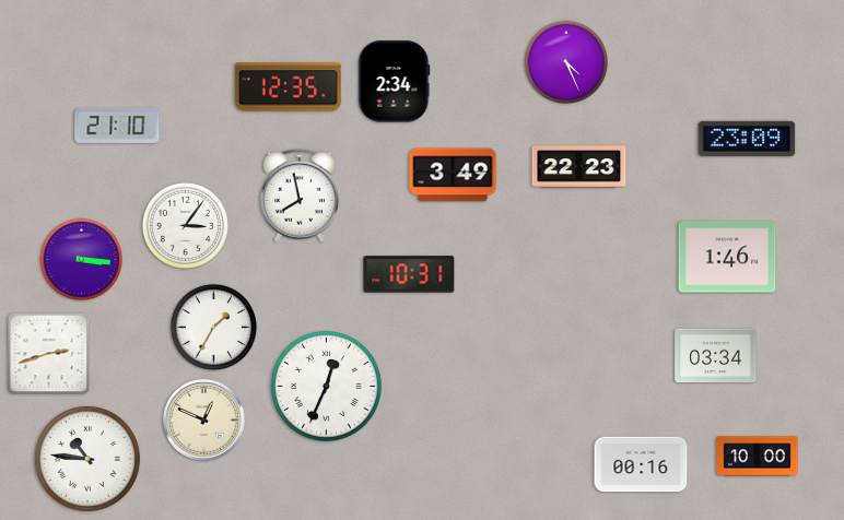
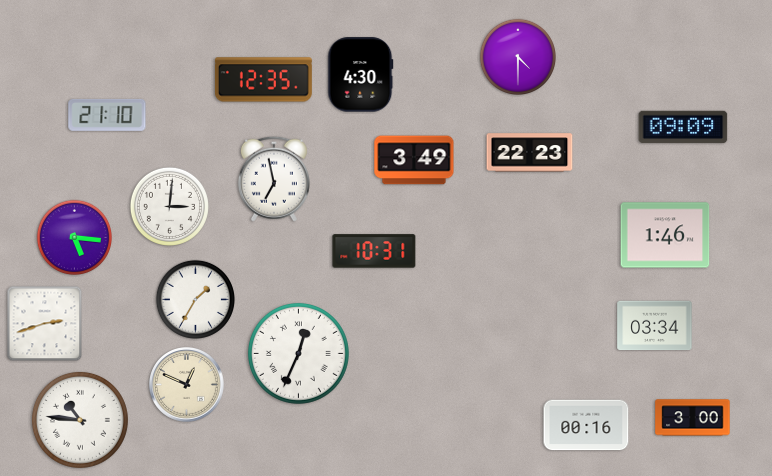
clock at (565, 61): 4:26 -> 4:30
clock at (395, 82): 2:34 -> 4:30
clock at (747, 139): 23:09 -> 09:09
clock at (300, 196): 7:58 -> 6:58
clock at (185, 225): 3:06 -> 3:01
clock at (81, 259): 3:16 -> 5:16
clock at (758, 457): 10:00 -> 3:00
